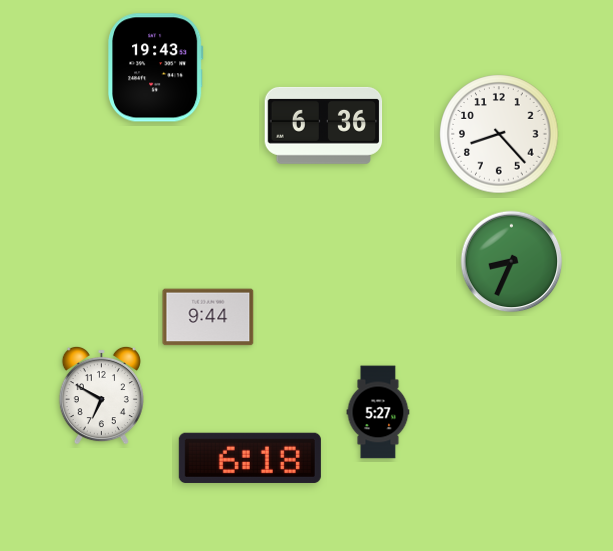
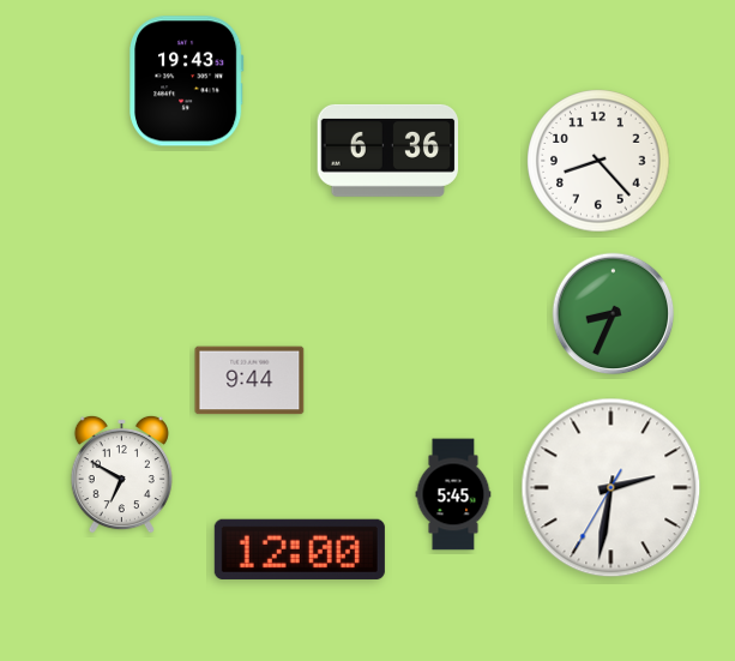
clock at (612, 488): none -> 2:31
clock at (378, 412): 5:27 -> 5:45
clock at (250, 458): 6:18 -> 12:00
